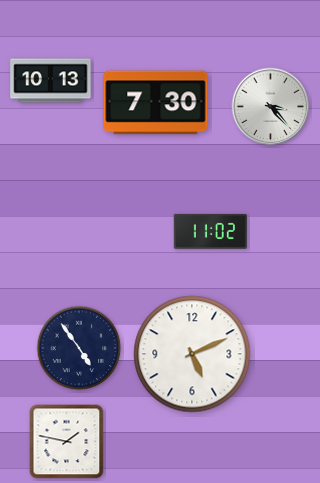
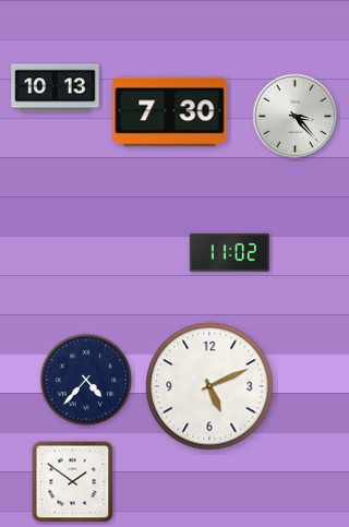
clock at (79, 348): 4:54 -> 4:37
clock at (67, 442): 1:47 -> 1:51
